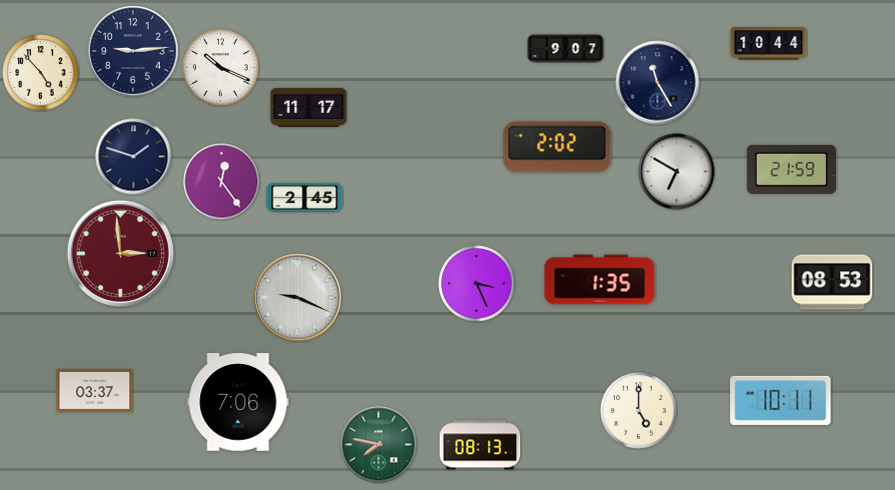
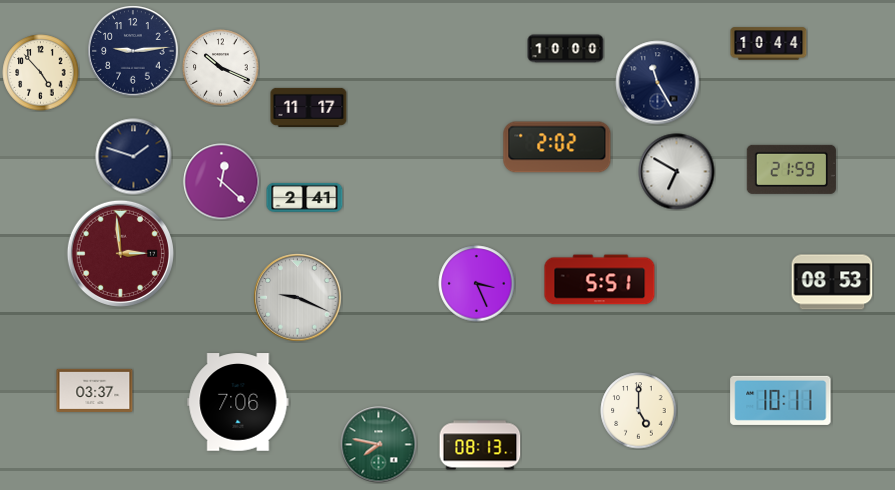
clock at (566, 49): 9:07 -> 10:00
clock at (222, 182): 12:24 -> 12:22
clock at (305, 197): 2:45 -> 2:41
clock at (600, 280): 1:35 -> 5:51
